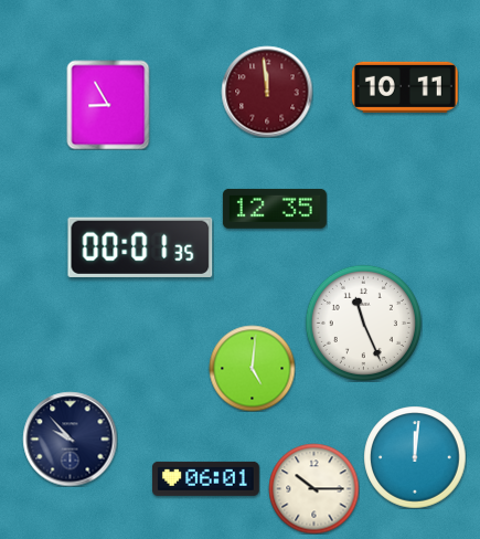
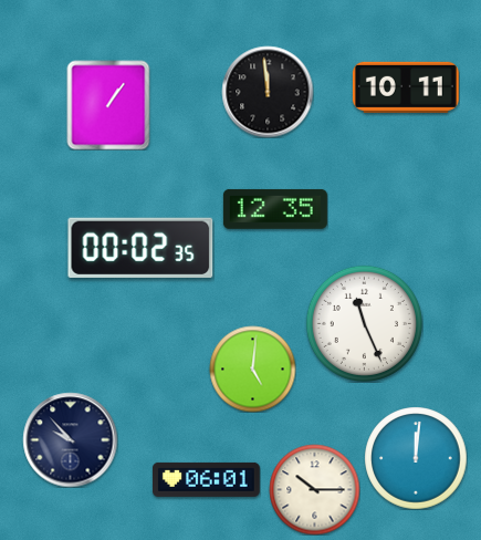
clock at (267, 92) dial: burgundy -> black
clock at (108, 105): 8:55 -> 1:06
clock at (140, 247): 00:01 -> 00:02
